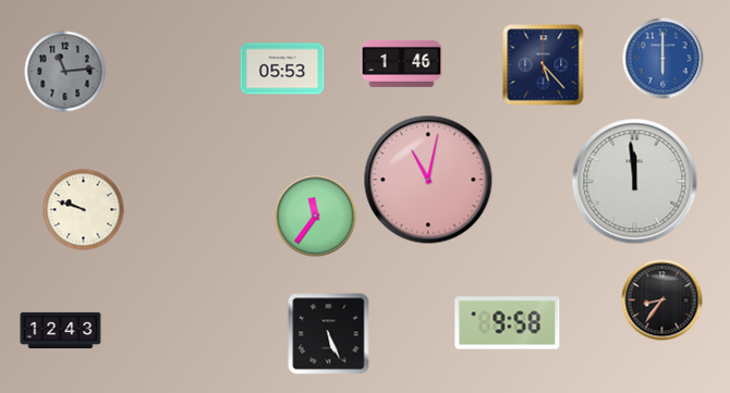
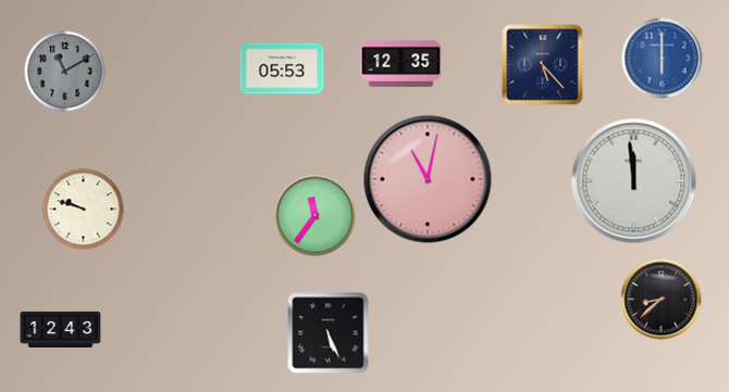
clock at (402, 63): 1:46 -> 12:35
clock at (65, 72): 11:14 -> 11:10
clock at (662, 300): 8:36 -> 8:38
clock at (508, 323): 9:58 -> none
